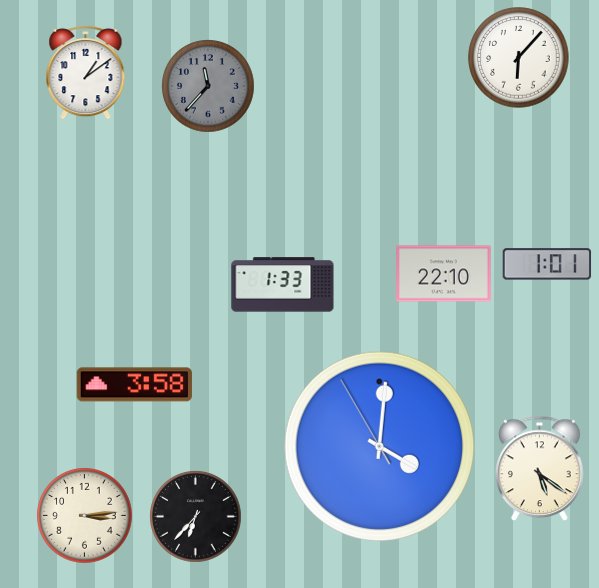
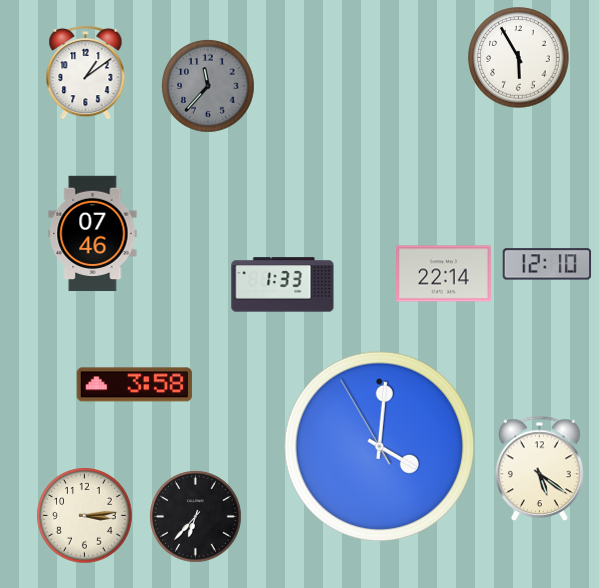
clock at (519, 58): 6:07 -> 5:55
clock at (93, 234): none -> 07:46
clock at (547, 264): 1:01 -> 12:10
clock at (444, 274): 22:10 -> 22:14
